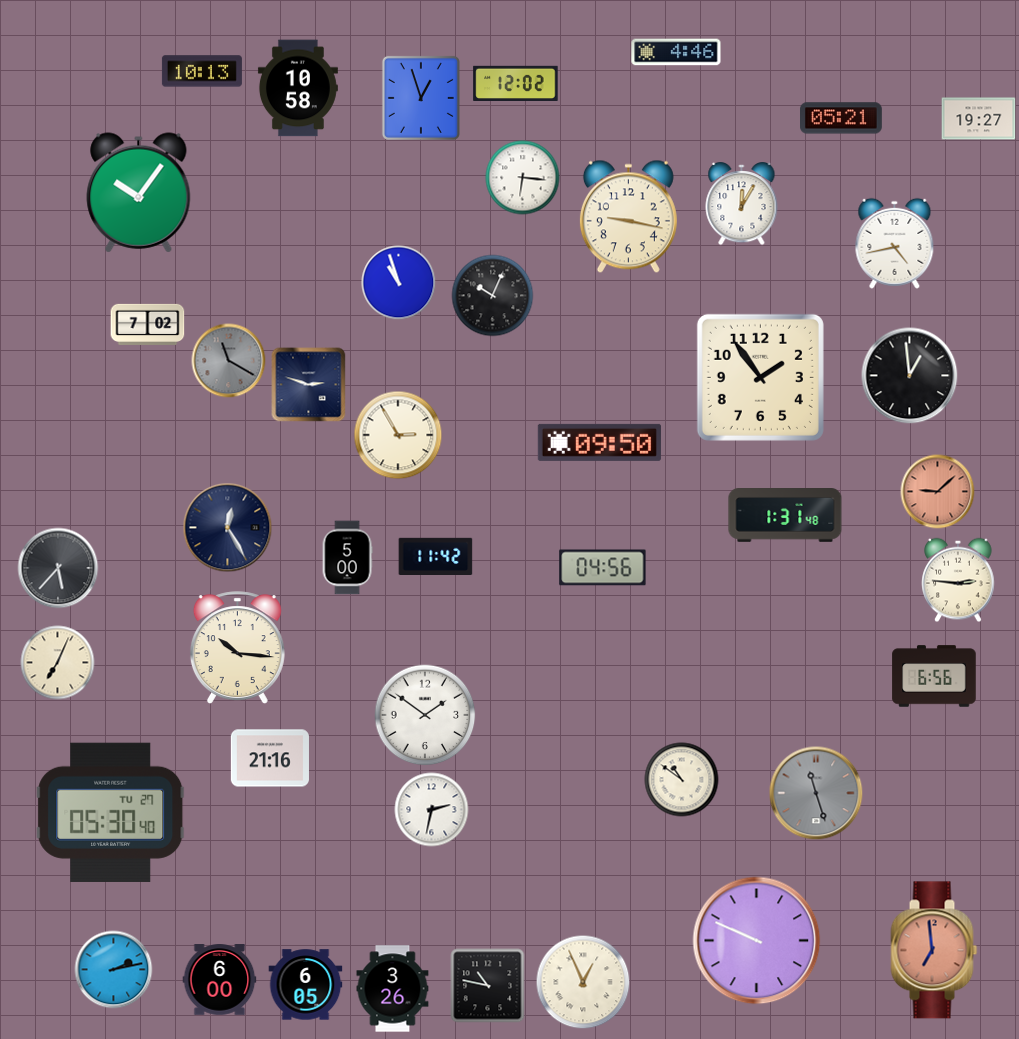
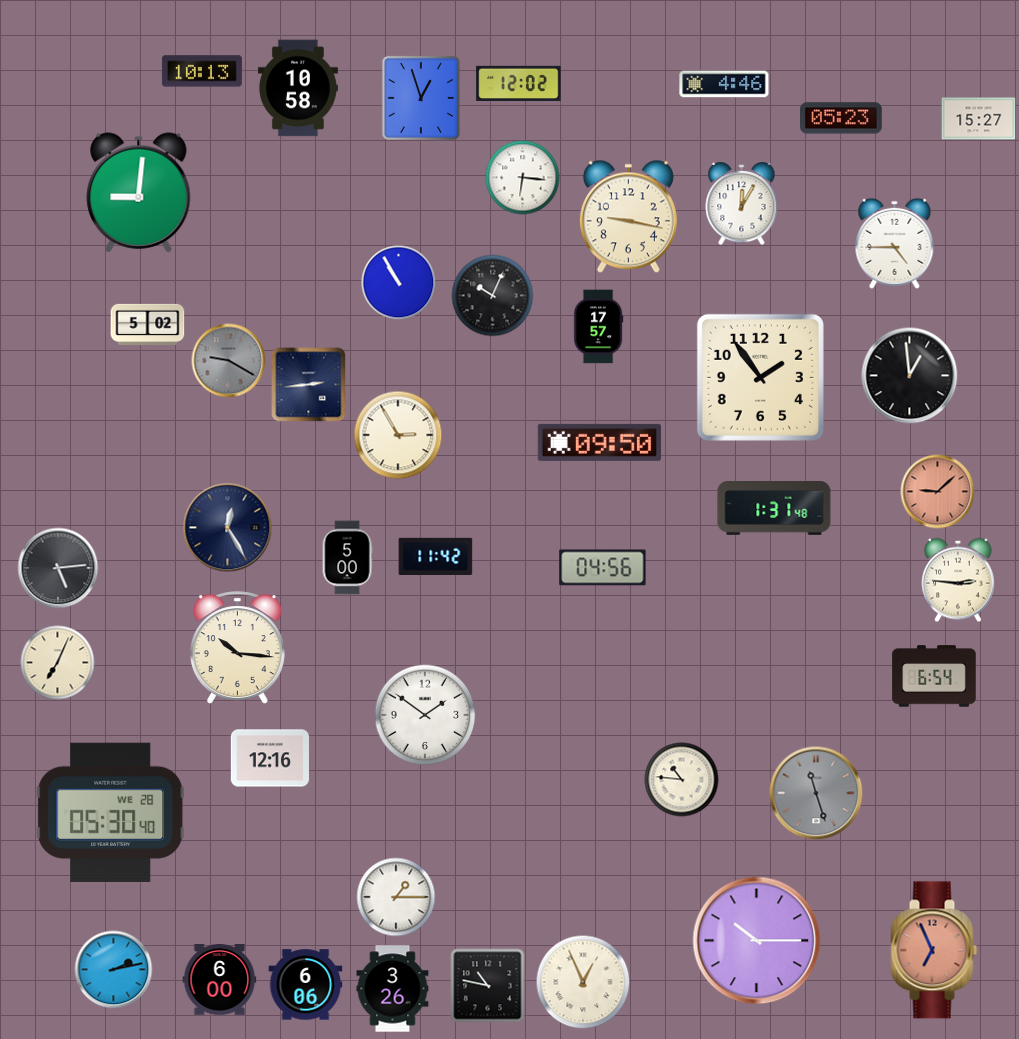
clock at (676, 52) position: (676, 52) -> (724, 84)
clock at (516, 84) position: (516, 84) -> (519, 84)
clock at (842, 118): 05:21 -> 05:23
clock at (979, 119): 19:27 -> 15:27
clock at (139, 193): 10:06 -> 9:01
clock at (895, 243): 4:43 -> 4:45
clock at (399, 283): 10:57 -> 10:55
clock at (148, 324): 7:02 -> 5:02
clock at (598, 327): none -> 17:57
clock at (229, 361): 11:20 -> 9:20
clock at (309, 385): 2:48 -> 2:44
clock at (785, 516) position: (785, 516) -> (774, 509)
clock at (58, 568): 5:37 -> 5:14
clock at (934, 676): 6:56 -> 6:54
clock at (270, 758): 21:16 -> 12:16
clock at (682, 780): 10:51 -> 10:46
clock at (432, 810): 2:32 -> none
clock at (111, 812) date: TU 27 -> WE 28
clock at (396, 897): none -> 1:15
clock at (757, 941): 9:49 -> 10:15
clock at (934, 950): 6:59 -> 6:56
clock at (306, 985): 6:05 -> 6:06
